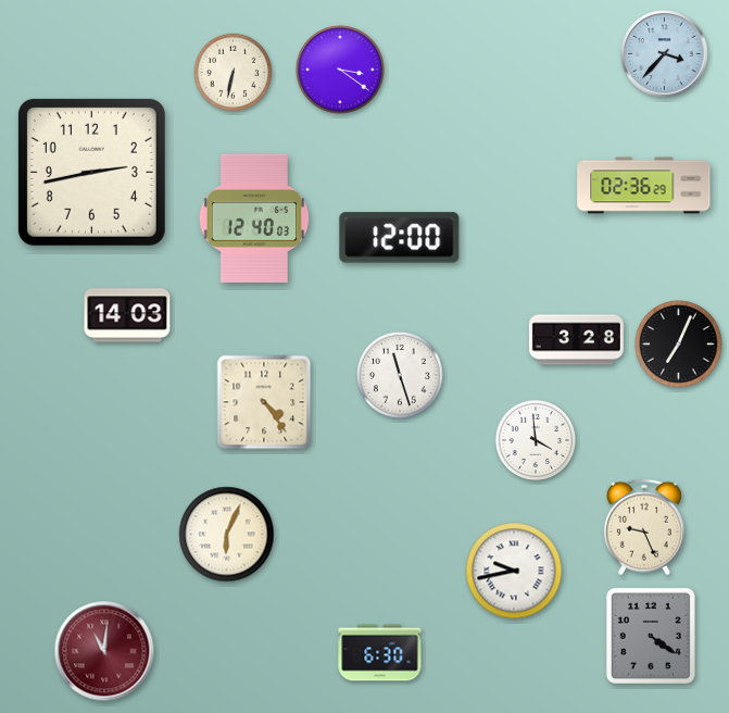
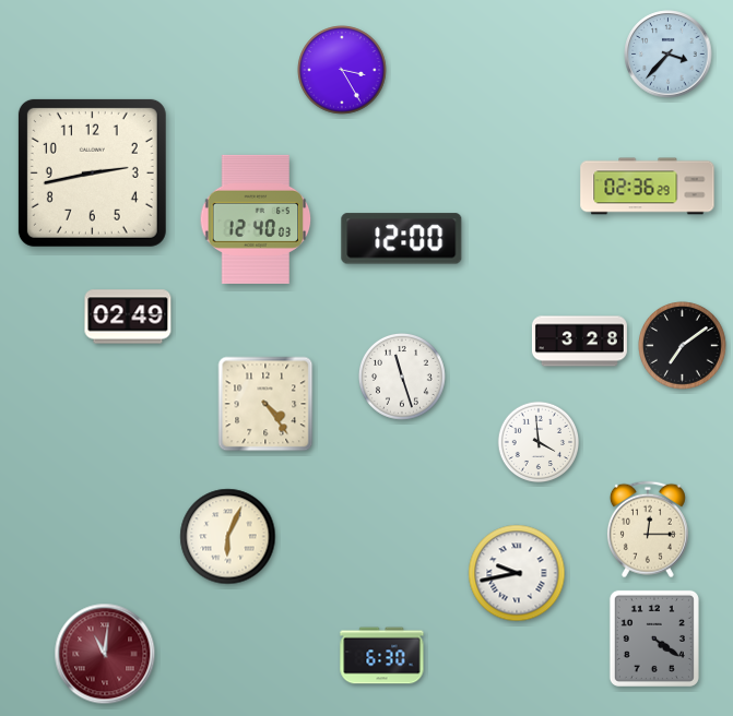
clock at (340, 70): 3:21 -> 3:25
clock at (234, 73): 6:32 -> none
clock at (127, 315): 14:03 -> 02:49
clock at (679, 345): 7:04 -> 7:09
clock at (644, 527): 9:26 -> 12:15
